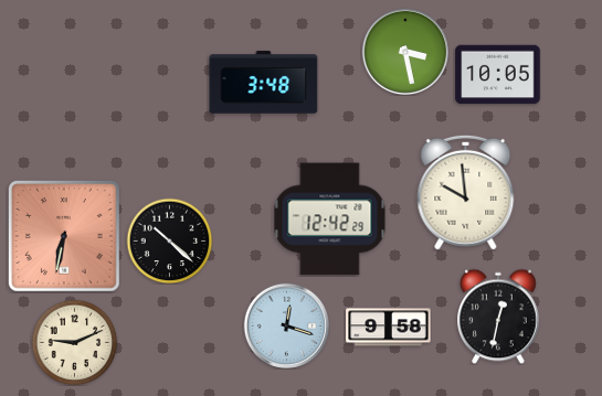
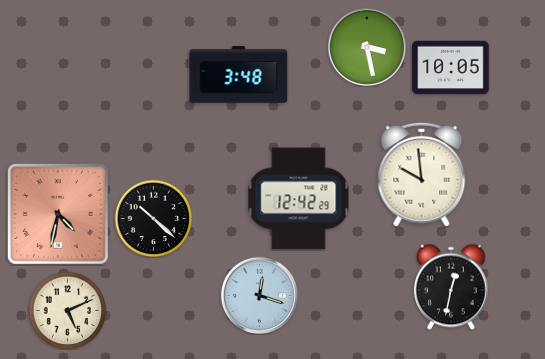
clock at (64, 236): 6:32 -> 4:32
clock at (389, 328): 9:58 -> none
clock at (74, 342): 9:11 -> 5:11
